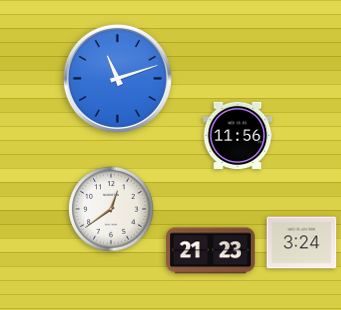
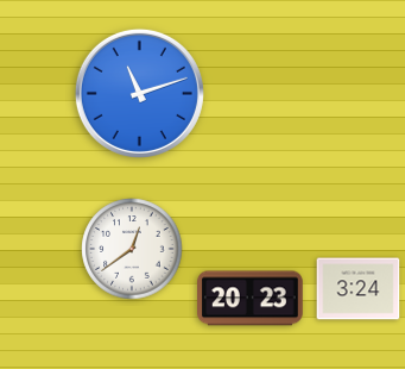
clock at (238, 135): 11:56 -> none
clock at (211, 251): 21:23 -> 20:23
